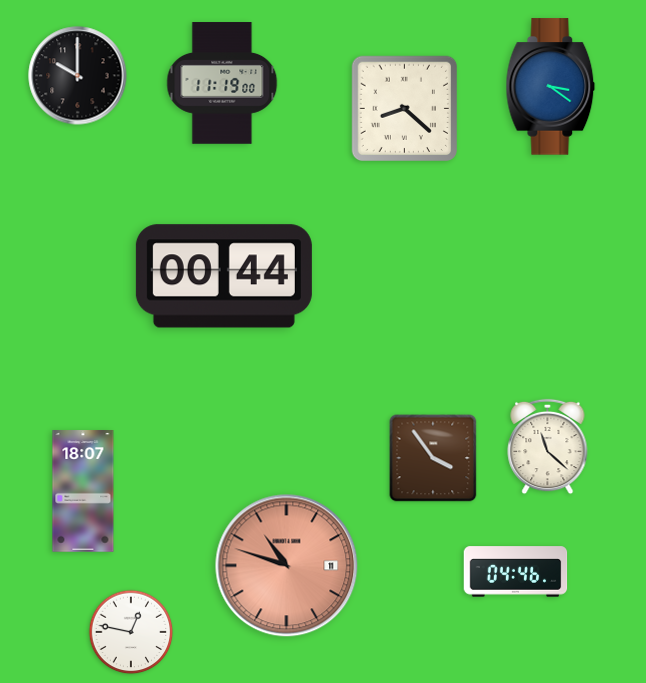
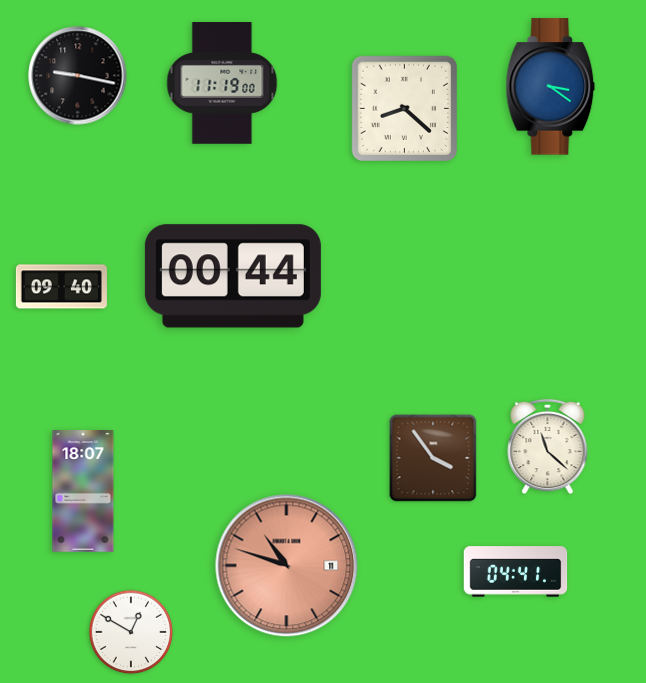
clock at (78, 76): 10:00 -> 9:17
clock at (224, 276) position: (224, 276) -> (233, 276)
clock at (61, 287): none -> 09:40
clock at (516, 572): 04:46 -> 04:41
clock at (131, 632): 12:47 -> 12:50
